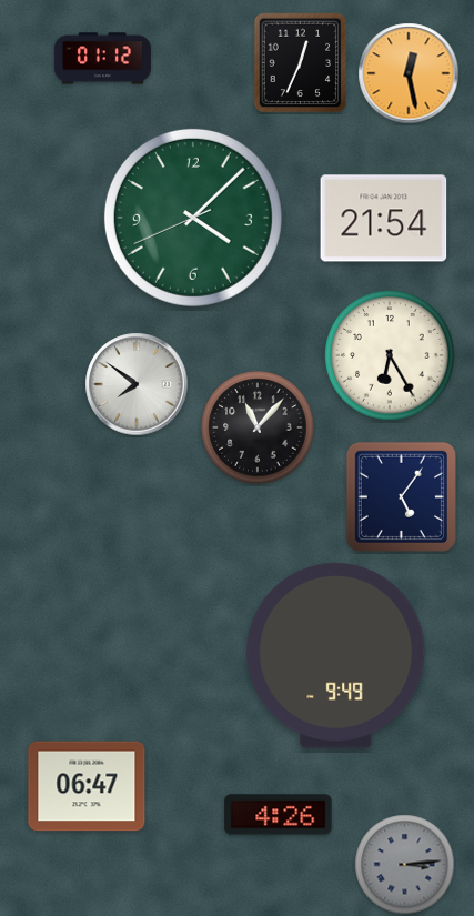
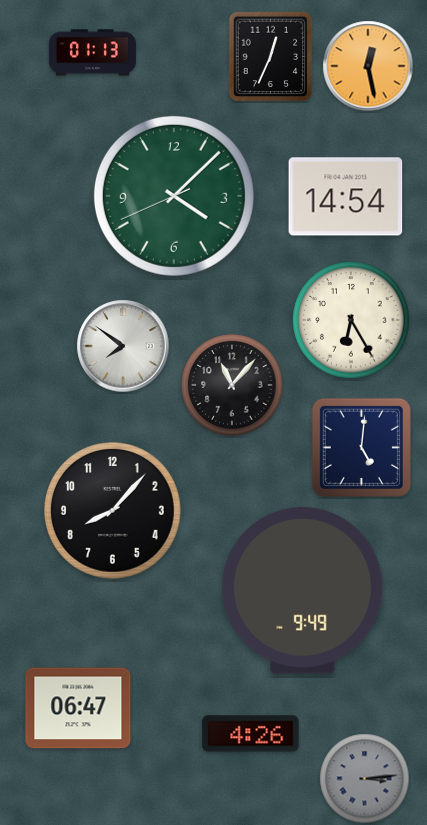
clock at (102, 59): 01:12 -> 01:13
clock at (384, 219): 21:54 -> 14:54
clock at (401, 496): 5:06 -> 5:01
clock at (113, 511): none -> 8:07
